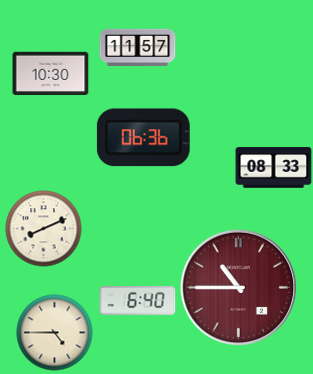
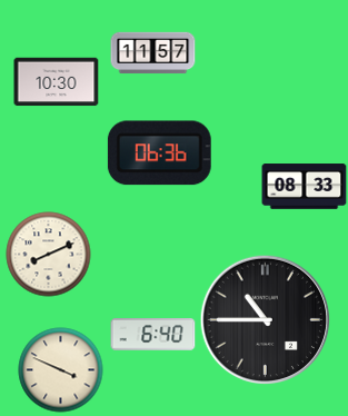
clock at (239, 288) dial: burgundy -> black
clock at (55, 333): 4:45 -> 3:49
